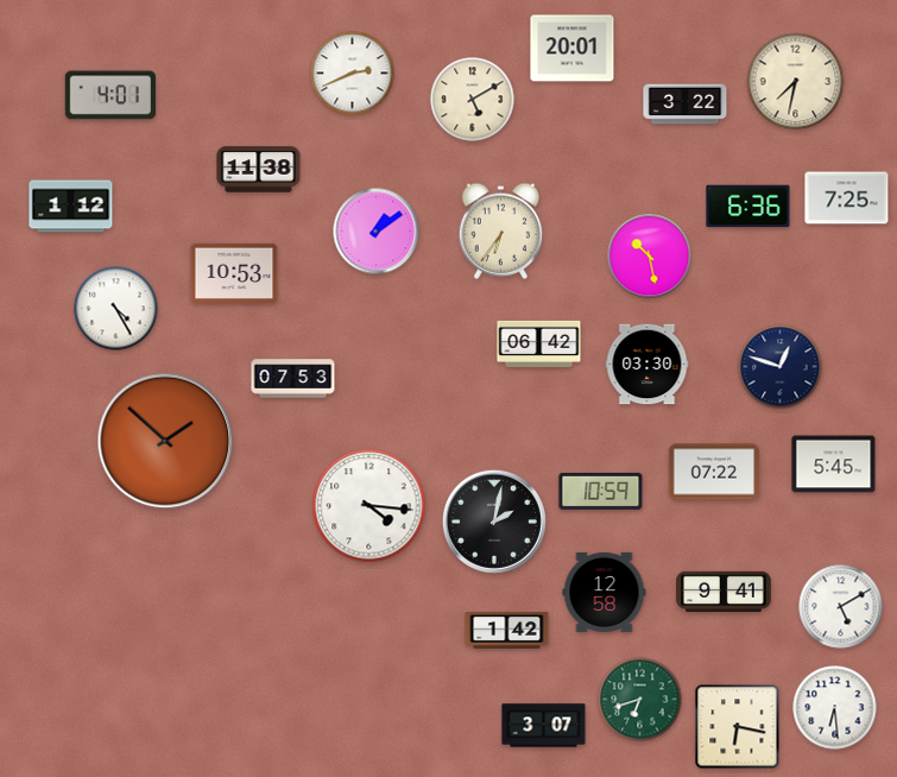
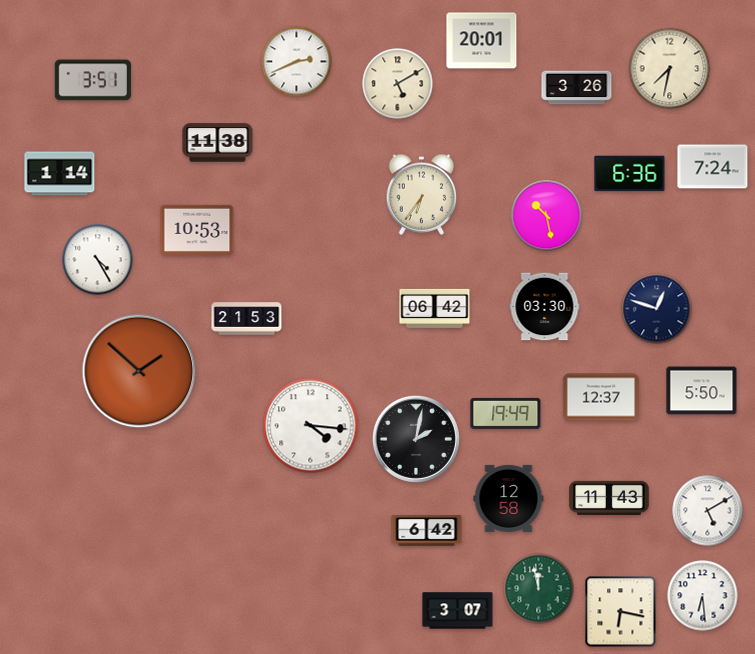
clock at (110, 95): 4:01 -> 3:51
clock at (686, 105): 3:22 -> 3:26
clock at (847, 198): 7:25 -> 7:24
clock at (71, 207): 1:12 -> 1:14
clock at (377, 232): 1:09 -> none
clock at (539, 343) position: (539, 343) -> (435, 308)
clock at (293, 379): 07:53 -> 21:53
clock at (834, 465): 5:45 -> 5:50
clock at (713, 472): 07:22 -> 12:37
clock at (601, 491): 10:59 -> 19:49
clock at (724, 590): 9:41 -> 11:43
clock at (507, 631): 1:42 -> 6:42
clock at (640, 700): 6:42 -> 11:58
